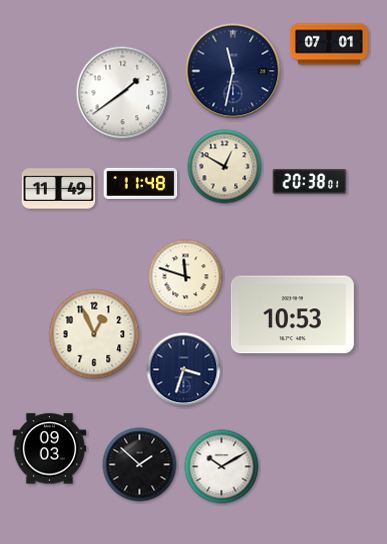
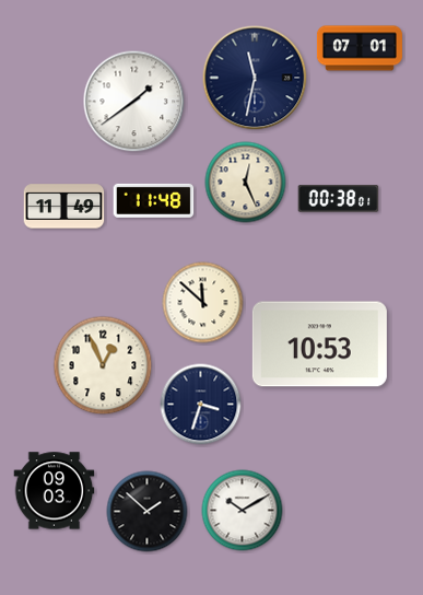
clock at (225, 167): 12:50 -> 12:26
clock at (310, 182): 20:38 -> 00:38
clock at (186, 277): 11:48 -> 11:52
clock at (140, 465) position: (140, 465) -> (148, 512)
